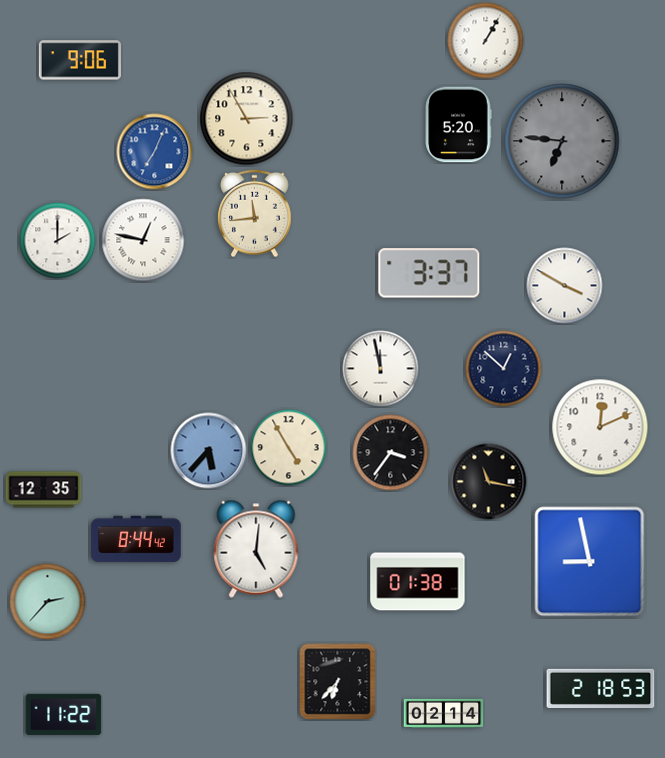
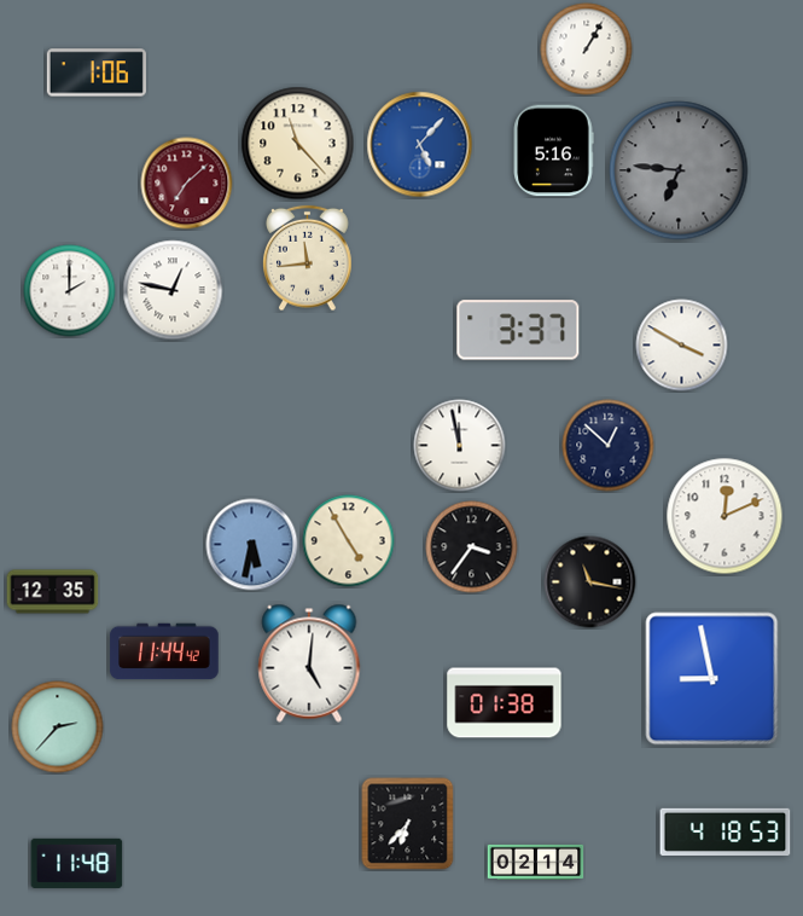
clock at (80, 60): 9:06 -> 1:06
clock at (247, 119): 2:55 -> 11:23
clock at (420, 145): none -> 5:07
clock at (458, 125): 5:20 -> 5:16
clock at (155, 152): 7:04 -> 7:08
clock at (155, 152) dial: blue -> burgundy
clock at (209, 451): 5:37 -> 5:32
clock at (136, 539): 8:44 -> 11:44
clock at (601, 688): 2:18 -> 4:18
clock at (64, 714): 11:22 -> 11:48
